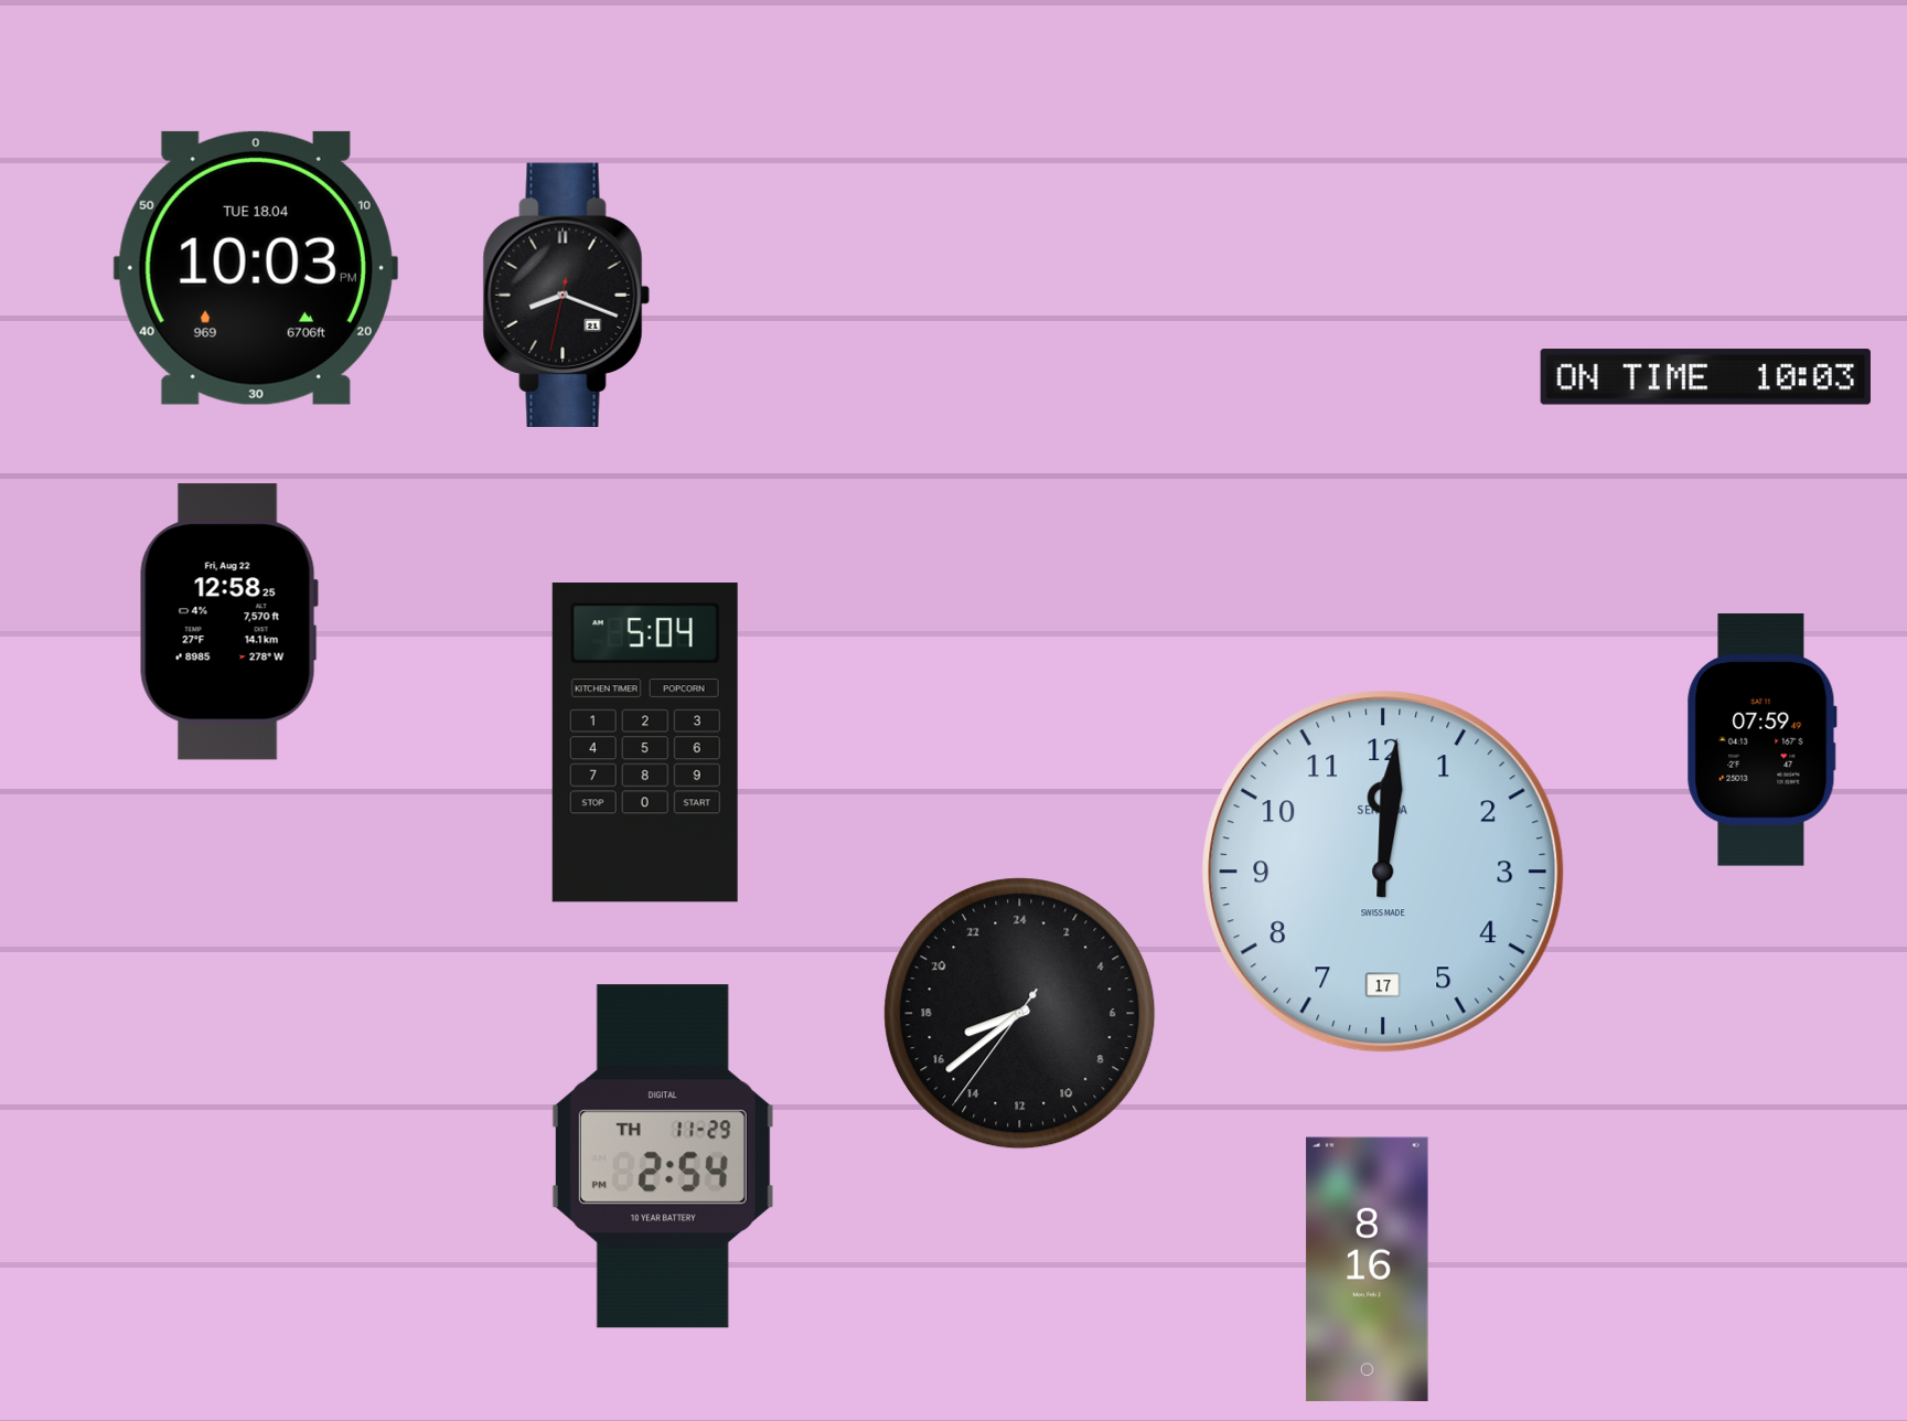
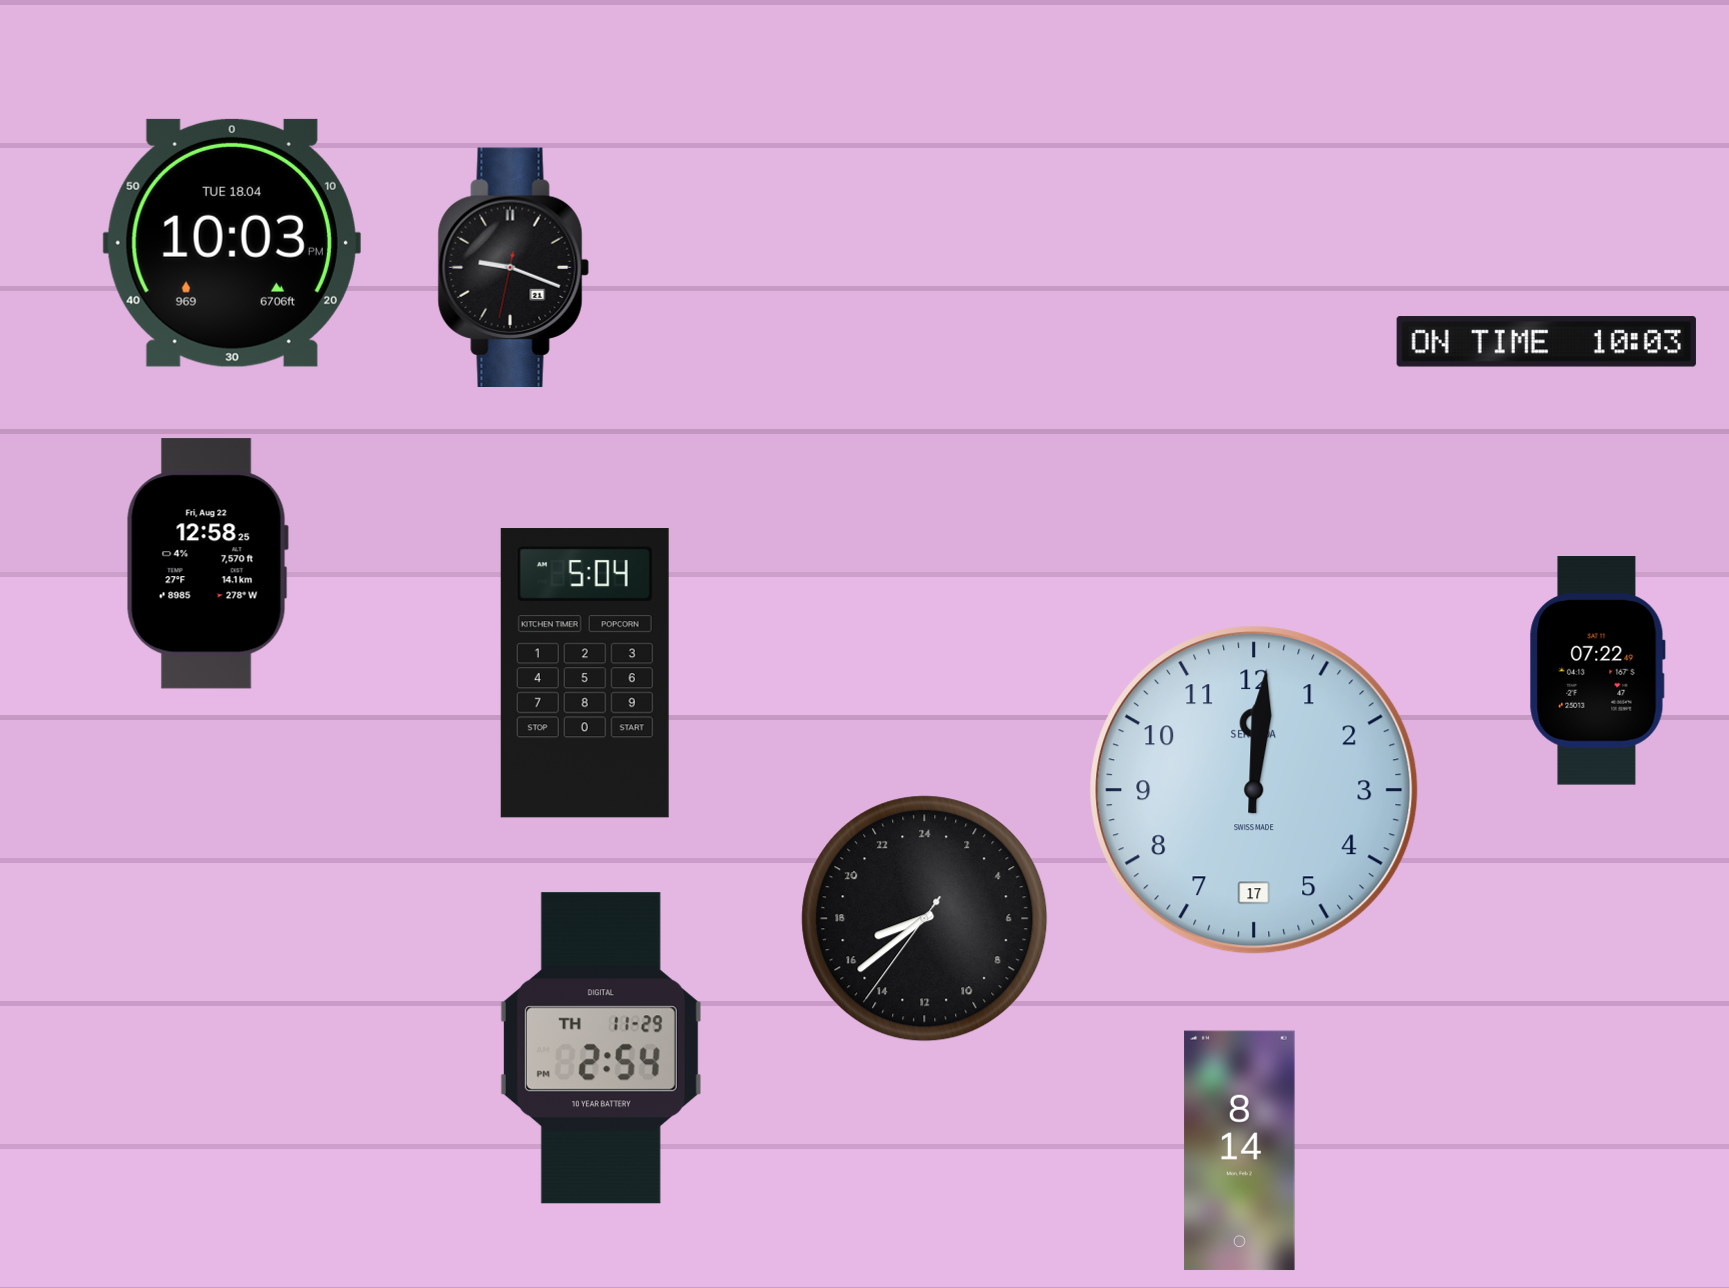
clock at (566, 295): 8:18 -> 9:18
clock at (1761, 740): 07:59 -> 07:22
clock at (1368, 1270): 8:16 -> 8:14
